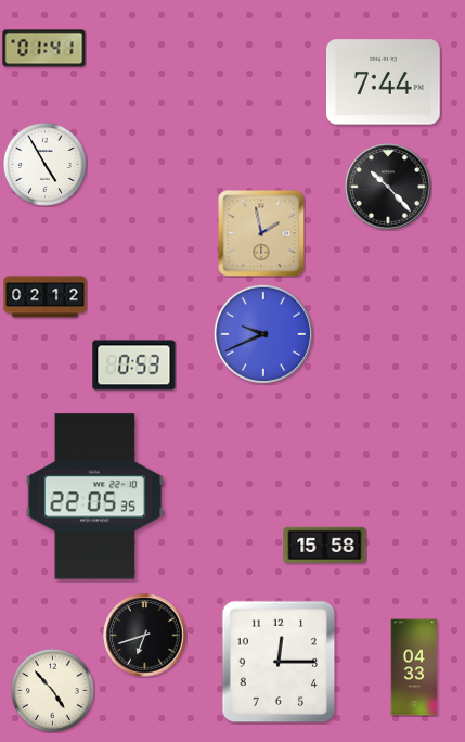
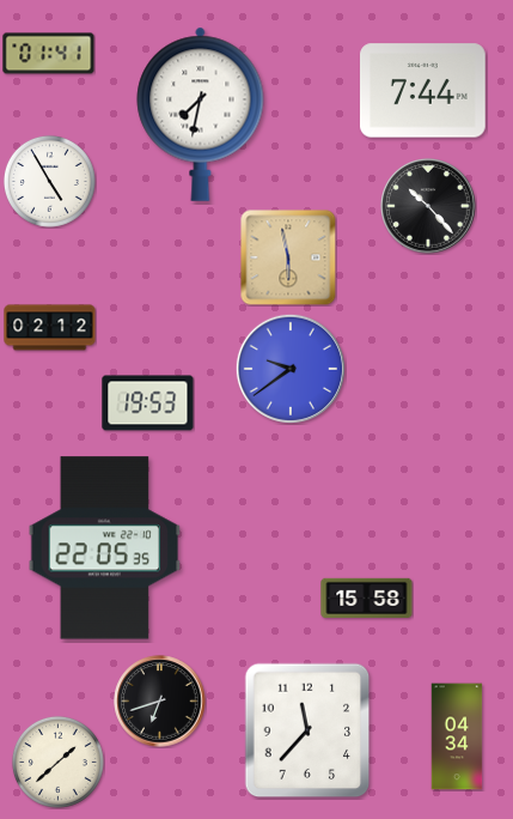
clock at (201, 114): none -> 7:32
clock at (261, 233): 1:58 -> 5:58
clock at (263, 334): 9:41 -> 9:39
clock at (134, 366): 0:53 -> 19:53
clock at (325, 545) position: (325, 545) -> (367, 597)
clock at (279, 662): 12:15 -> 11:37
clock at (414, 667): 04:33 -> 04:34
clock at (52, 690): 4:53 -> 1:38
